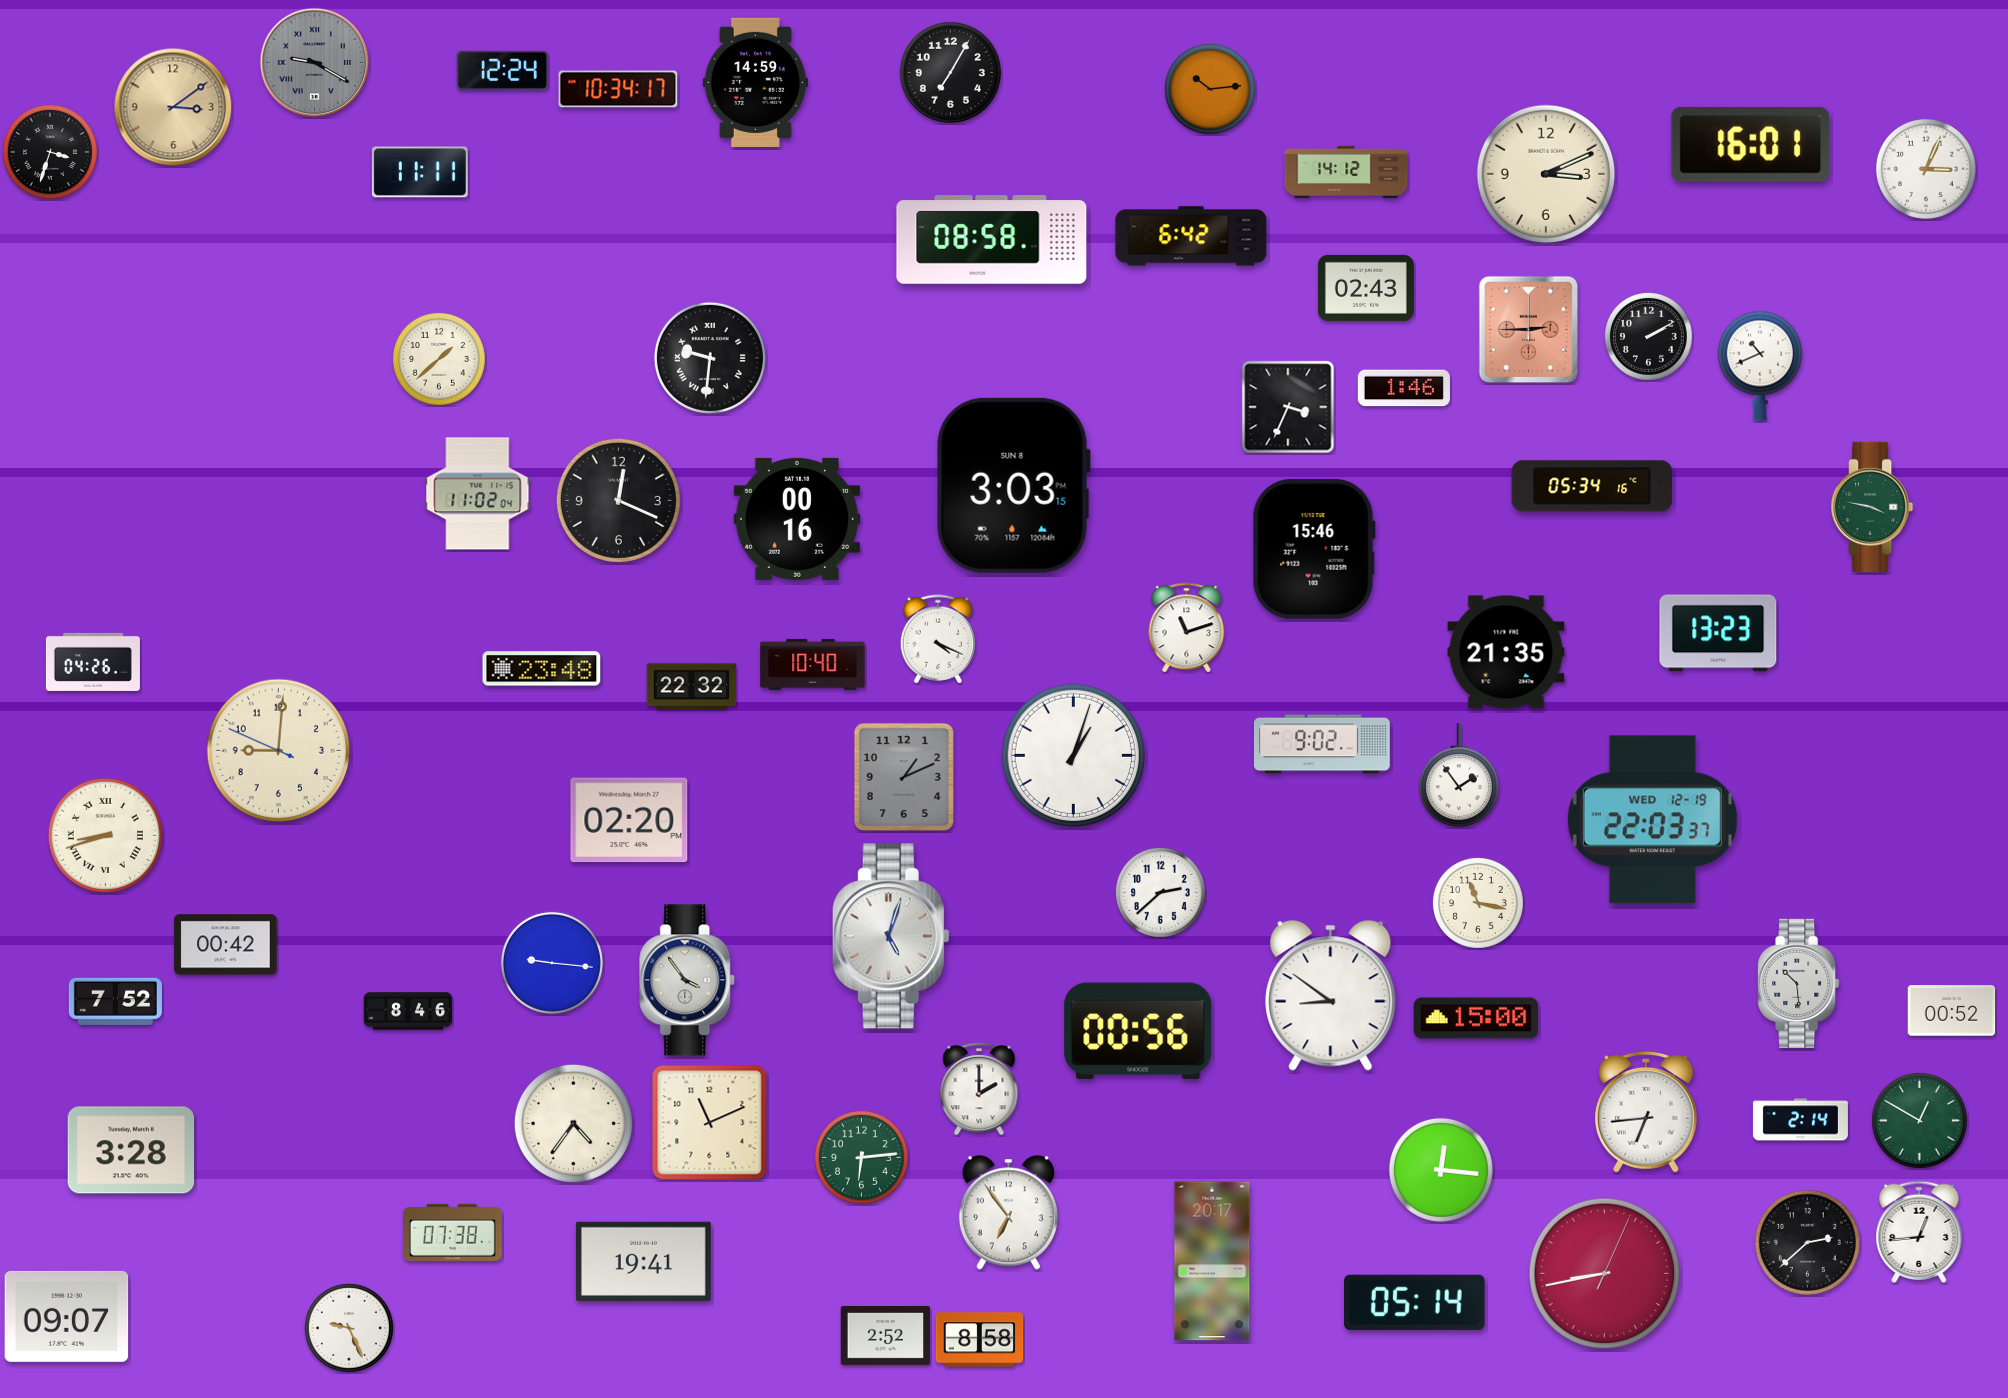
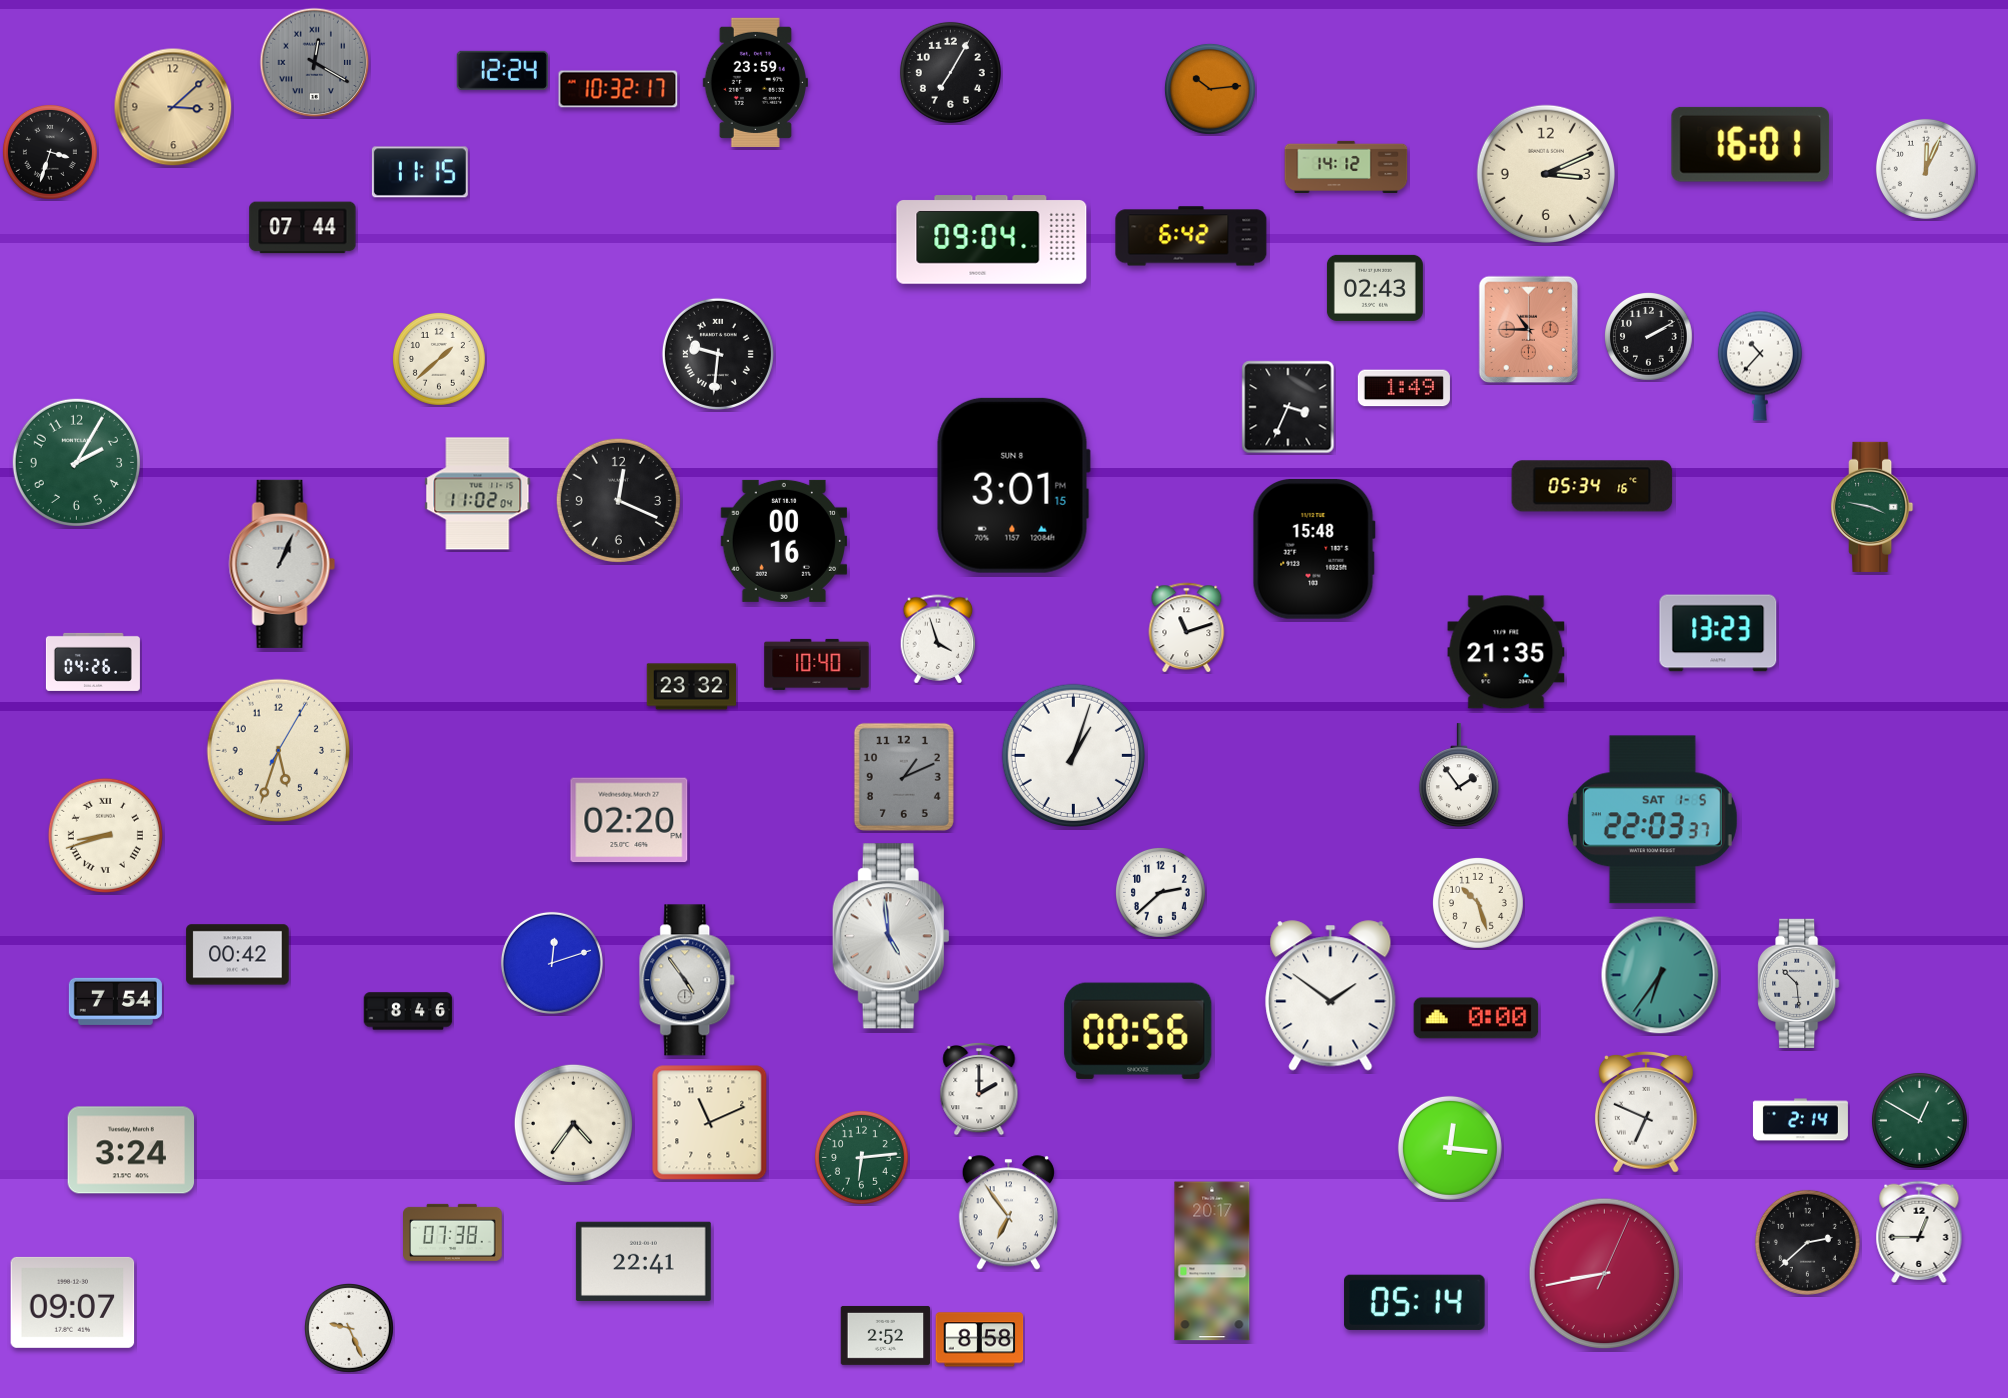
clock at (315, 63): 9:20 -> 12:20
clock at (755, 82): 14:59 -> 23:59
clock at (618, 89): 10:34 -> 10:32
clock at (173, 107): 3:09 -> 3:08
clock at (1926, 169): 3:04 -> 12:04
clock at (1346, 171) position: (1346, 171) -> (1346, 166)
clock at (420, 172): 11:11 -> 11:15
clock at (303, 228): none -> 07:44
clock at (992, 240): 08:58 -> 09:04
clock at (1366, 288) position: (1366, 288) -> (1375, 288)
clock at (1529, 330): 2:45 -> 10:45
clock at (710, 358) position: (710, 358) -> (718, 354)
clock at (1760, 366): 10:41 -> 10:37
clock at (1404, 388): 1:46 -> 1:49
clock at (76, 462): none -> 2:05
clock at (1013, 485): 3:03 -> 3:01
clock at (797, 519) position: (797, 519) -> (784, 541)
clock at (1314, 550): 15:46 -> 15:48
clock at (282, 564): none -> 1:04
clock at (938, 639): 4:19 -> 3:57
clock at (813, 664) position: (813, 664) -> (817, 664)
clock at (542, 669): 23:48 -> none
clock at (692, 687): 22:32 -> 23:32
clock at (1322, 744): 9:02 -> none
clock at (278, 750): 9:00 -> 5:33
clock at (1652, 820) date: WED 12-19 -> SAT 1-5
clock at (1478, 903): 11:17 -> 10:27
clock at (891, 936): 5:03 -> 4:59
clock at (226, 945) position: (226, 945) -> (238, 955)
clock at (552, 963): 9:16 -> 12:12
clock at (1660, 975): none -> 6:36
clock at (688, 980): 3:54 -> 4:54
clock at (1331, 996): 8:51 -> 1:51
clock at (115, 1001): 7:52 -> 7:54
clock at (1952, 1011): 00:52 -> none
clock at (1476, 1018): 15:00 -> 0:00
clock at (1646, 1113): 6:44 -> 6:49
clock at (131, 1150): 3:28 -> 3:24
clock at (1441, 1170) position: (1441, 1170) -> (1450, 1148)
clock at (1919, 1232): 12:44 -> 12:45
clock at (643, 1261): 19:41 -> 22:41
clock at (67, 1316) position: (67, 1316) -> (73, 1302)
